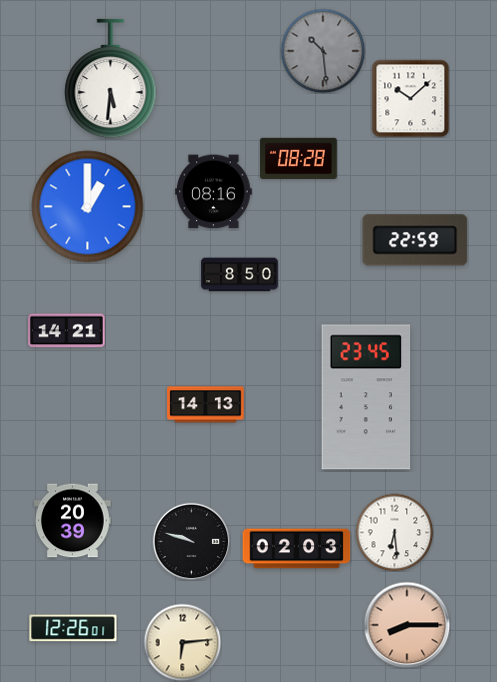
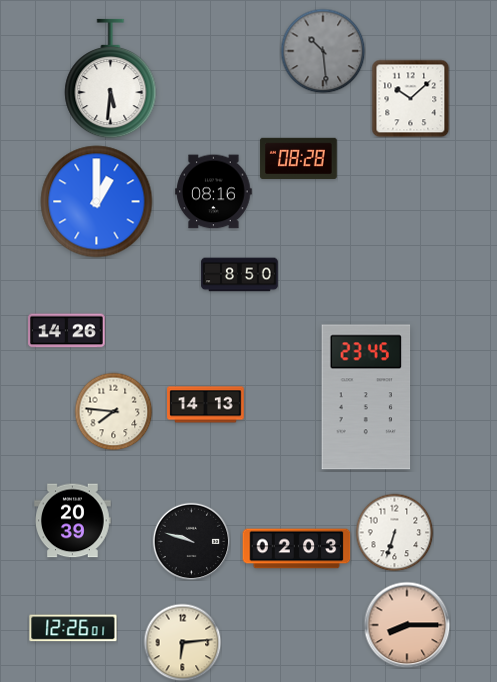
clock at (88, 207) position: (88, 207) -> (97, 202)
clock at (415, 240): 22:59 -> none
clock at (67, 331): 14:21 -> 14:26
clock at (113, 411): none -> 7:46
clock at (394, 532): 6:29 -> 6:33
